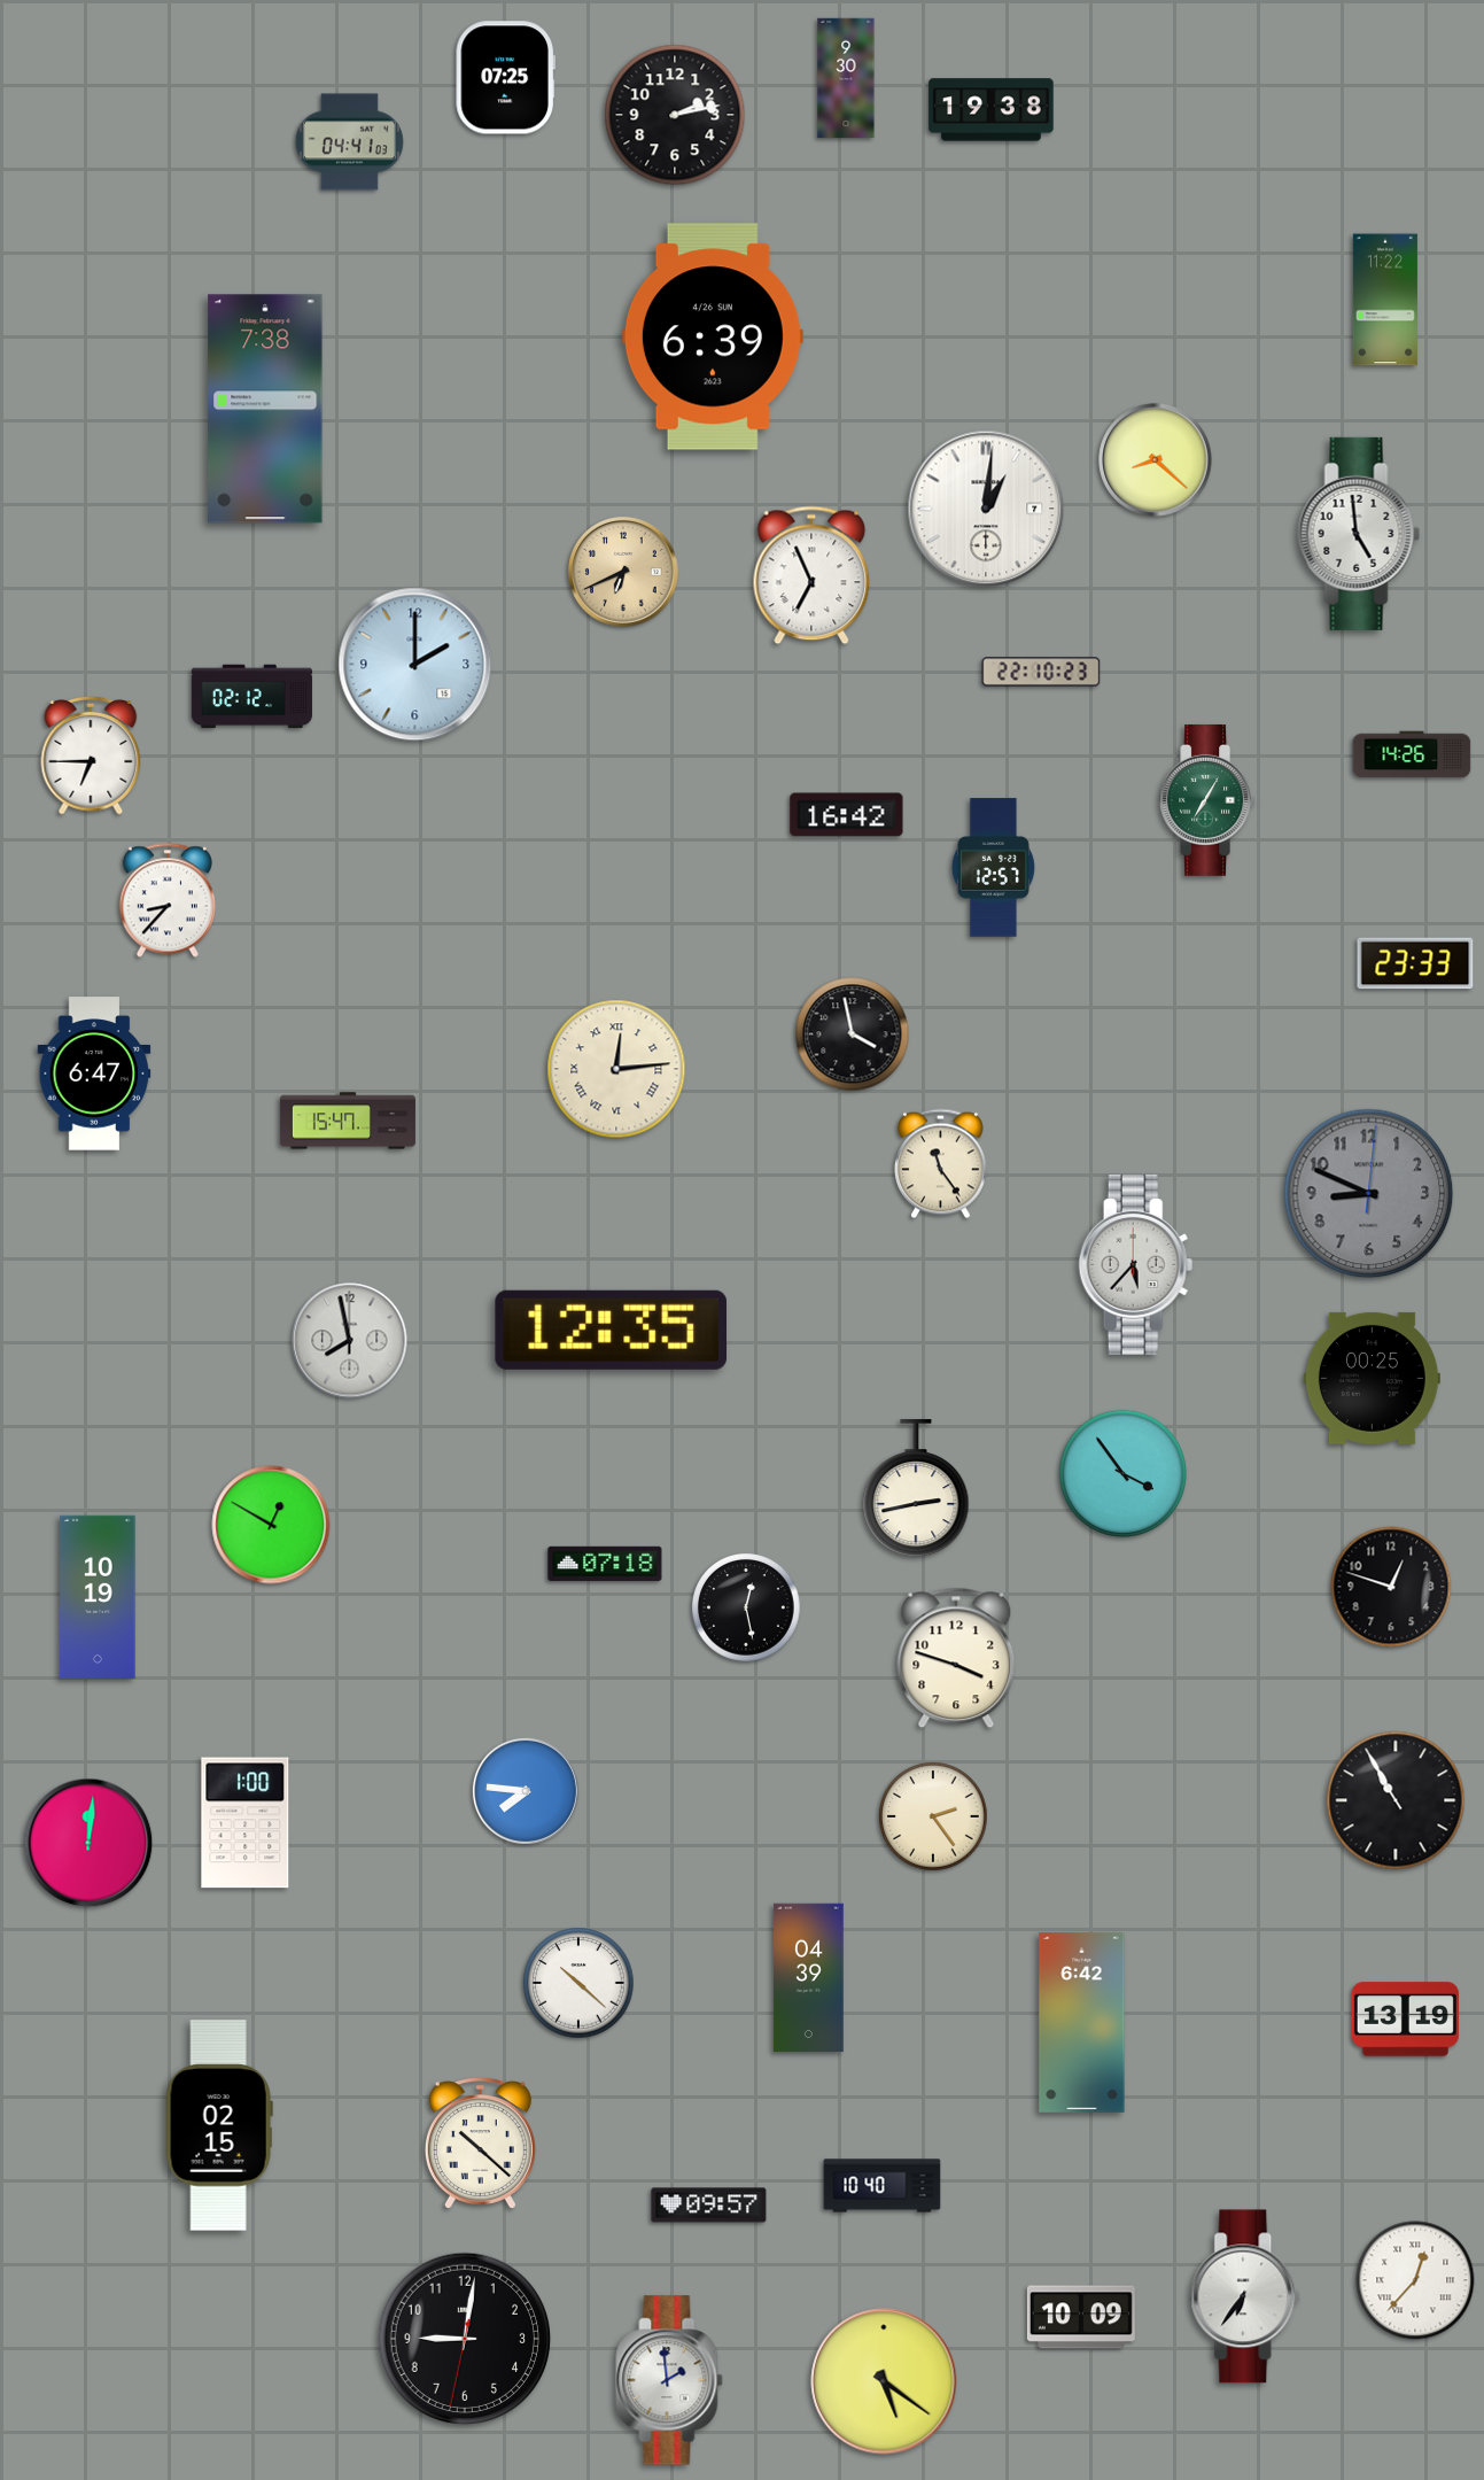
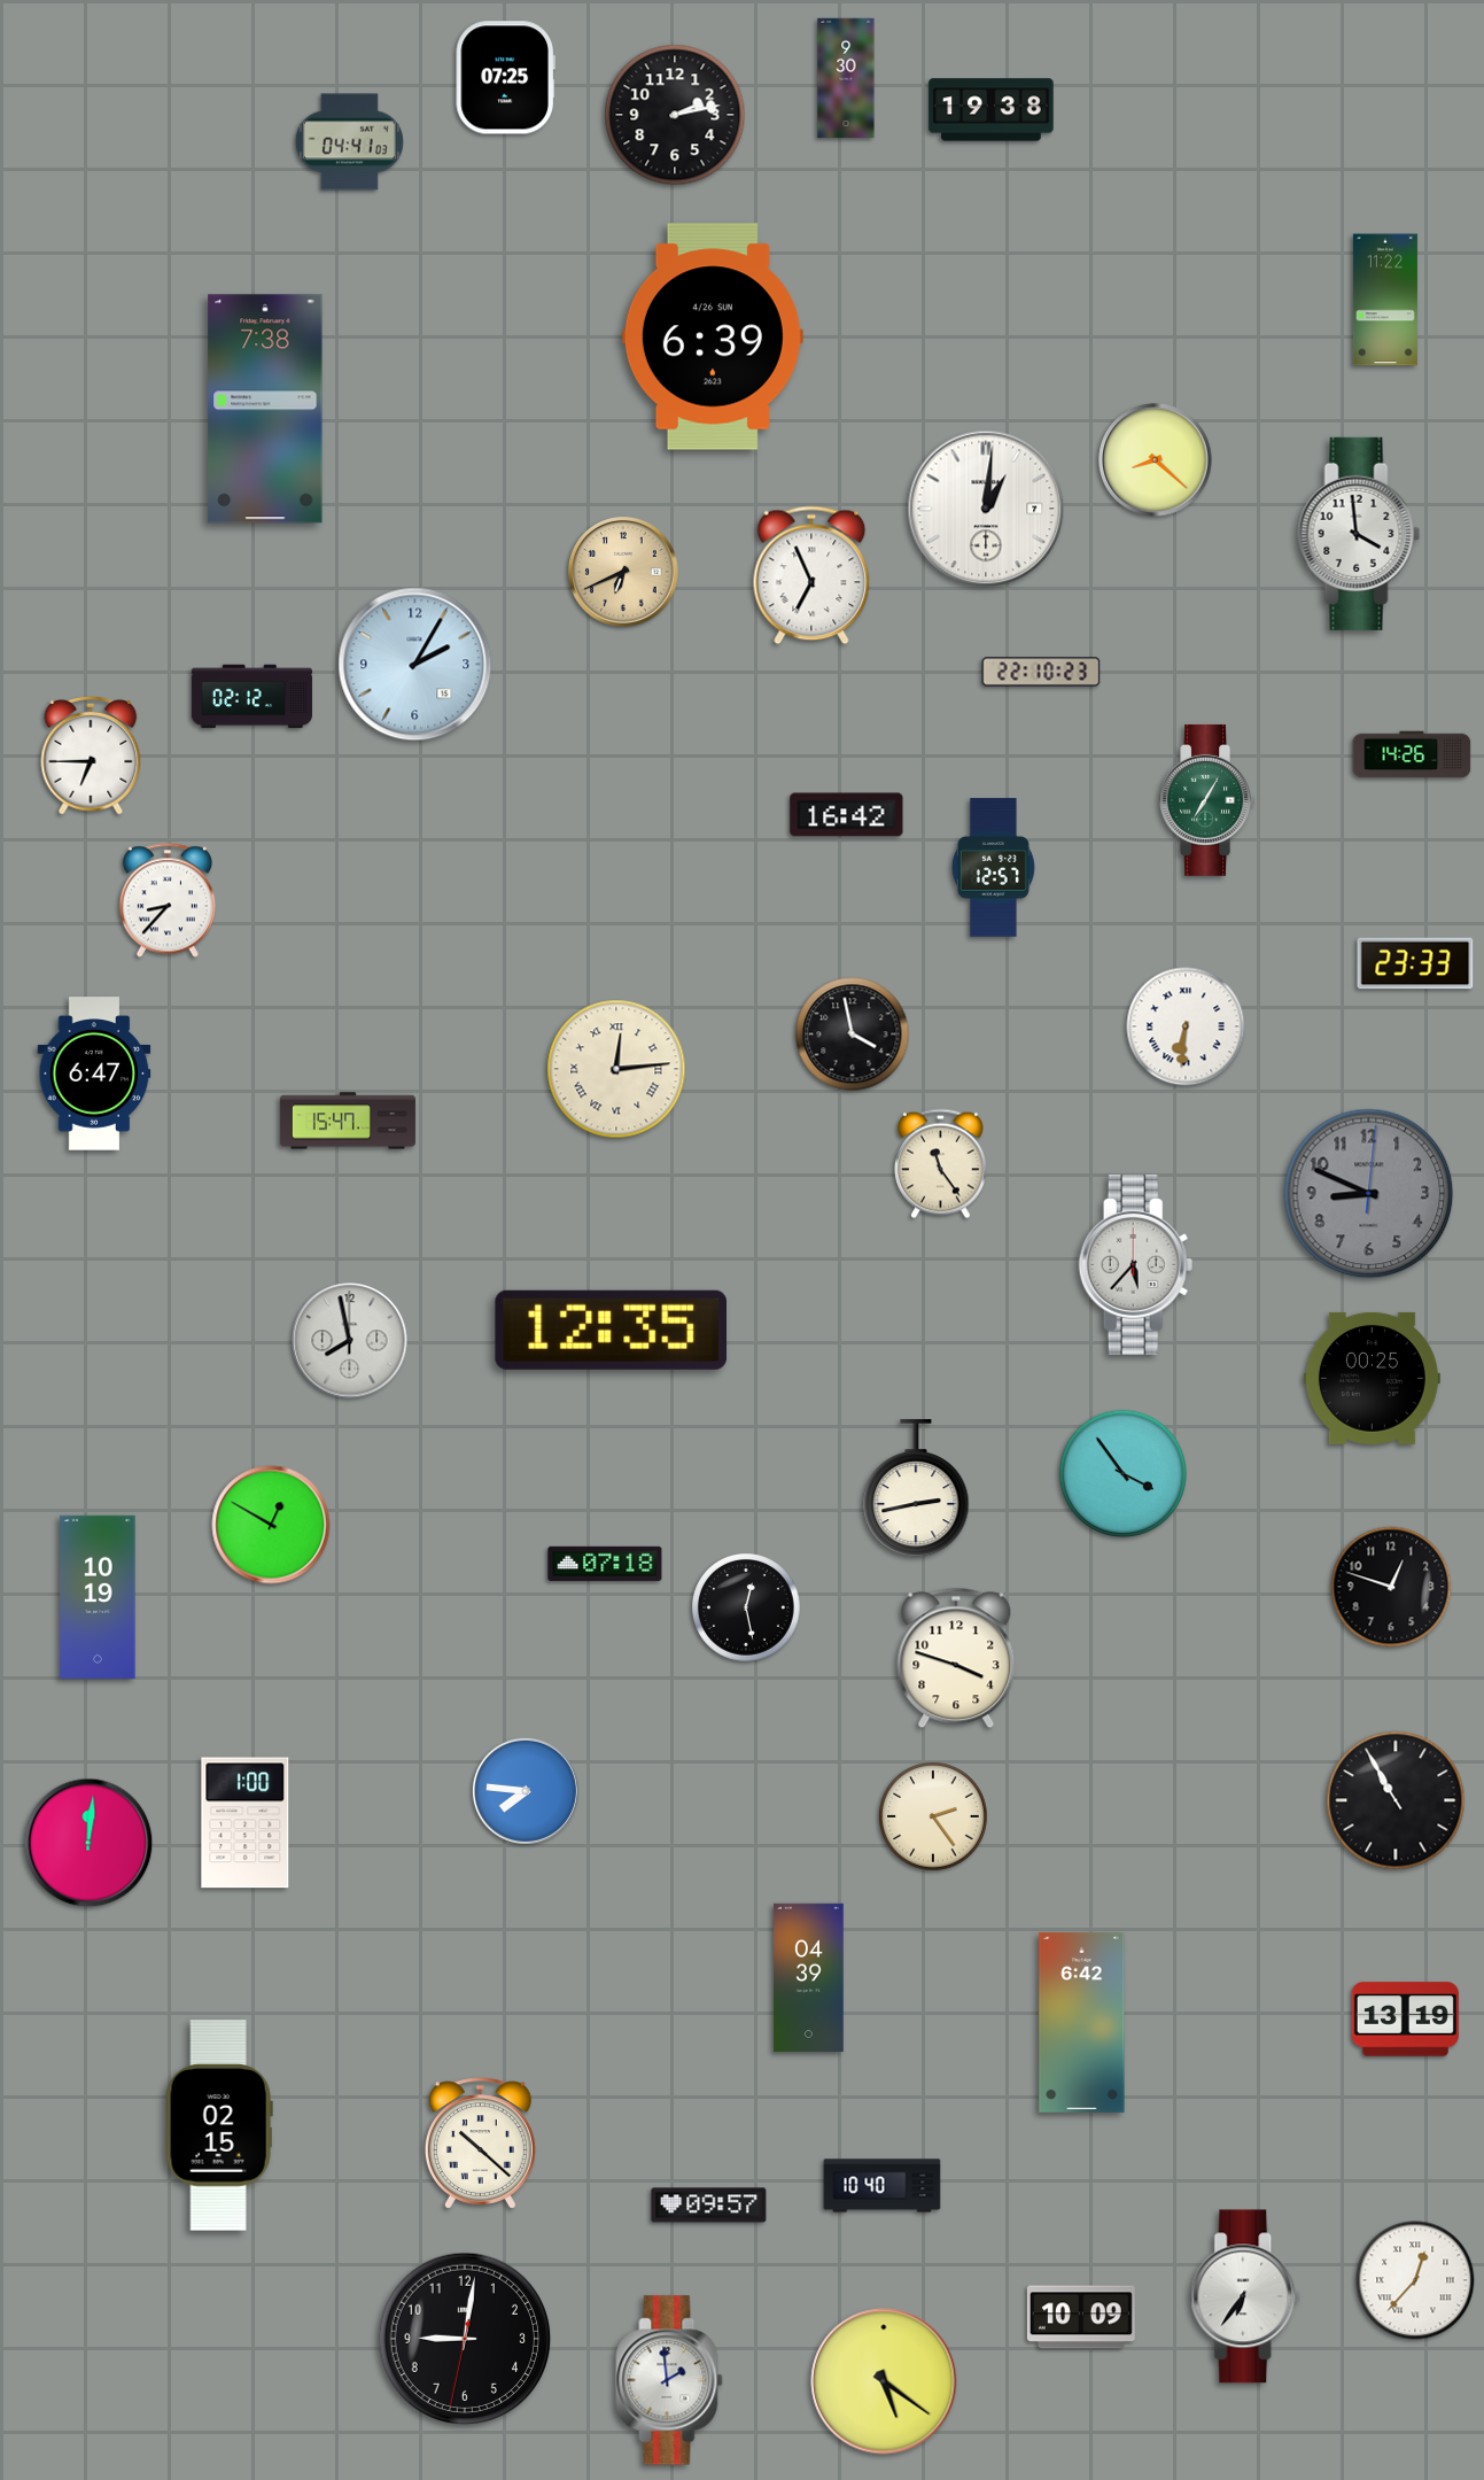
clock at (1359, 534): 4:59 -> 3:59
clock at (415, 665): 2:00 -> 2:05
clock at (1186, 1026): none -> 6:31
clock at (578, 1983): 10:22 -> none
